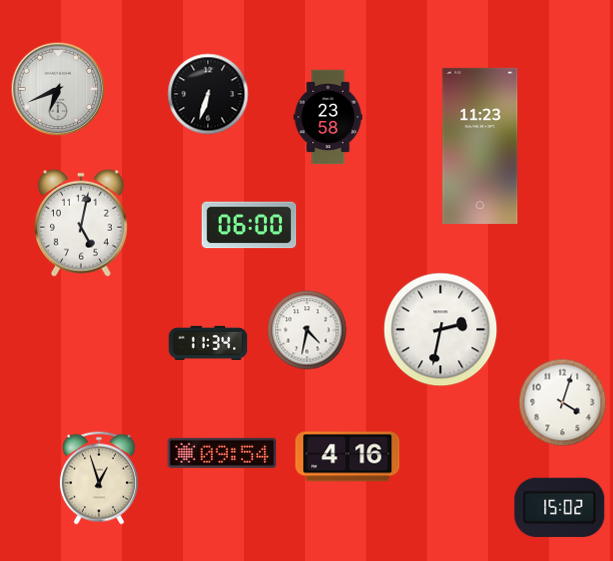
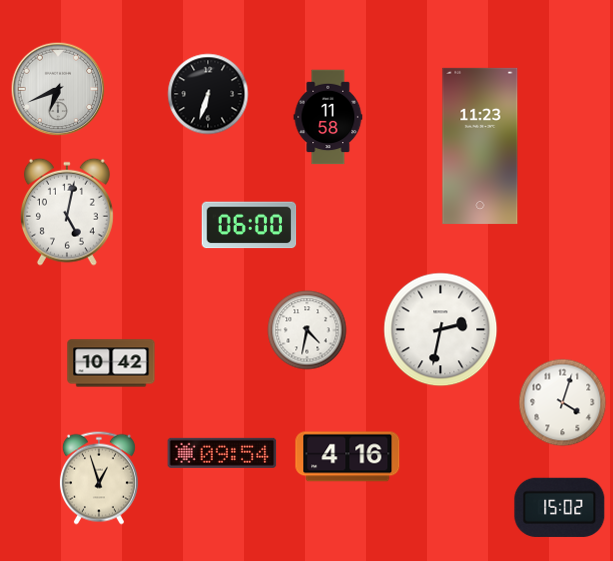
clock at (328, 117): 23:58 -> 11:58
clock at (81, 223) position: (81, 223) -> (67, 212)
clock at (208, 343): 11:34 -> none
clock at (111, 363): none -> 10:42
